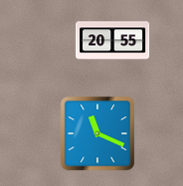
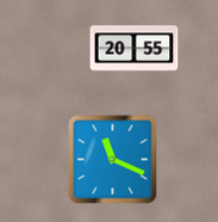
clock at (98, 134) position: (98, 134) -> (113, 160)
